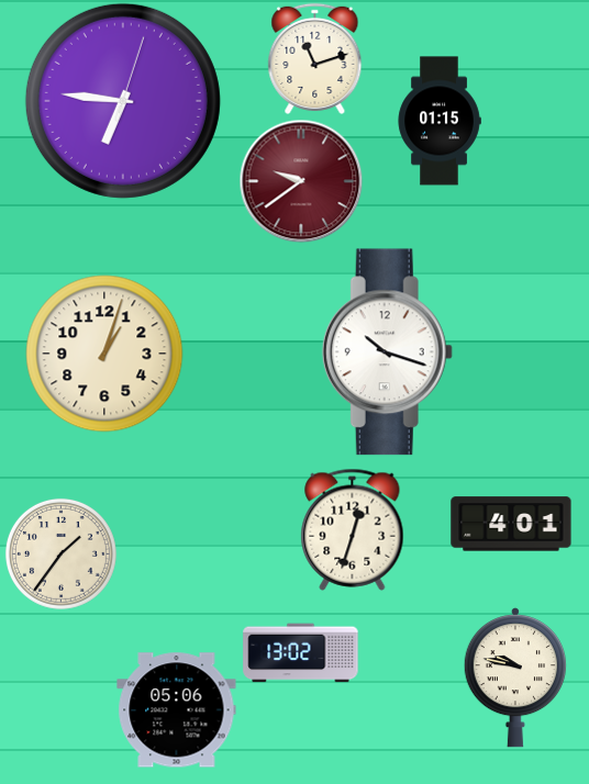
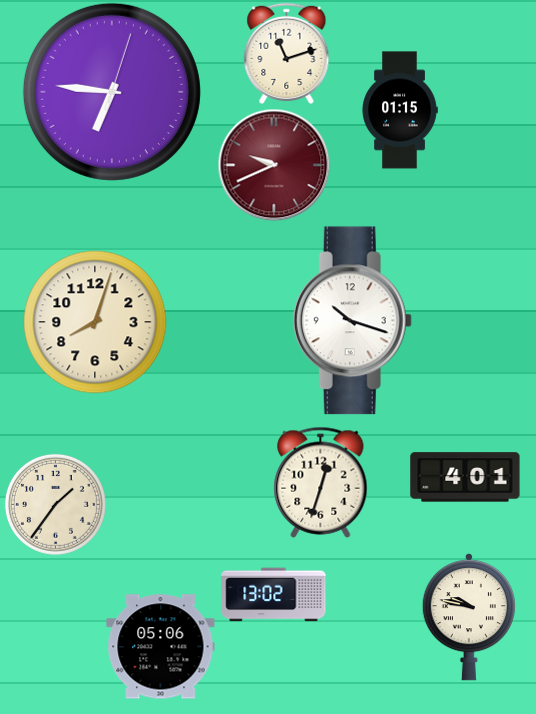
clock at (301, 181): 9:39 -> 9:41
clock at (104, 354): 1:03 -> 8:03
